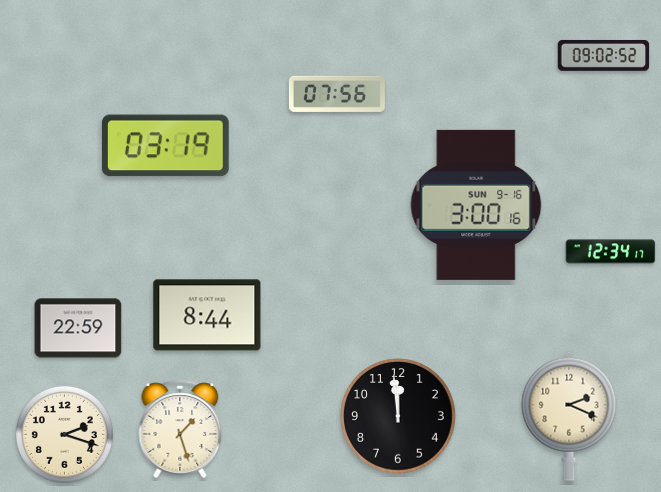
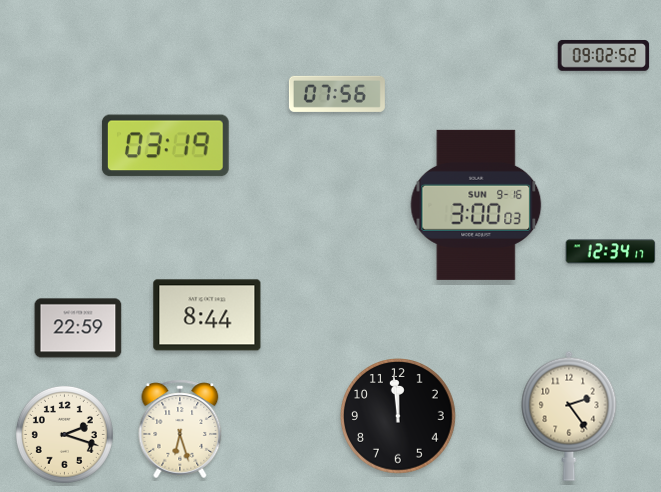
clock at (476, 205): 3:00:16 -> 3:00:03
clock at (569, 416): 2:19 -> 2:24
clock at (180, 429): 1:27 -> 6:27
